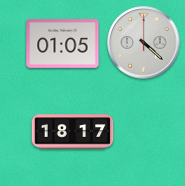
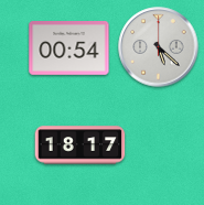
clock at (144, 43): 4:22 -> 5:22
clock at (63, 44): 01:05 -> 00:54
